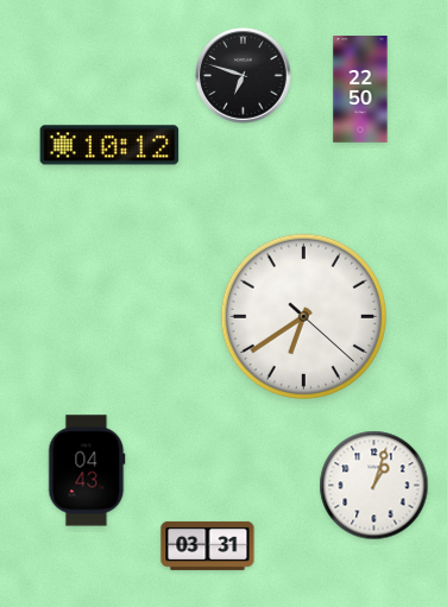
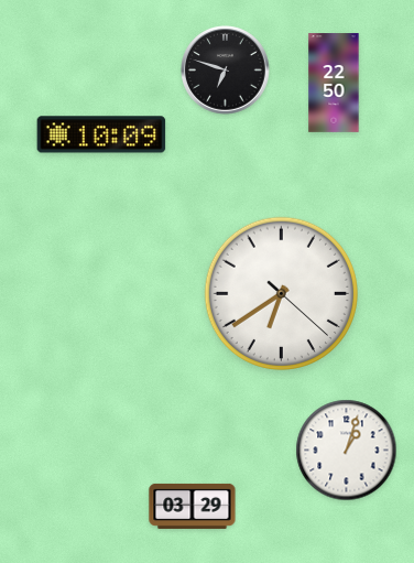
clock at (109, 145): 10:12 -> 10:09
clock at (87, 470): 04:43 -> none
clock at (208, 545): 03:31 -> 03:29
